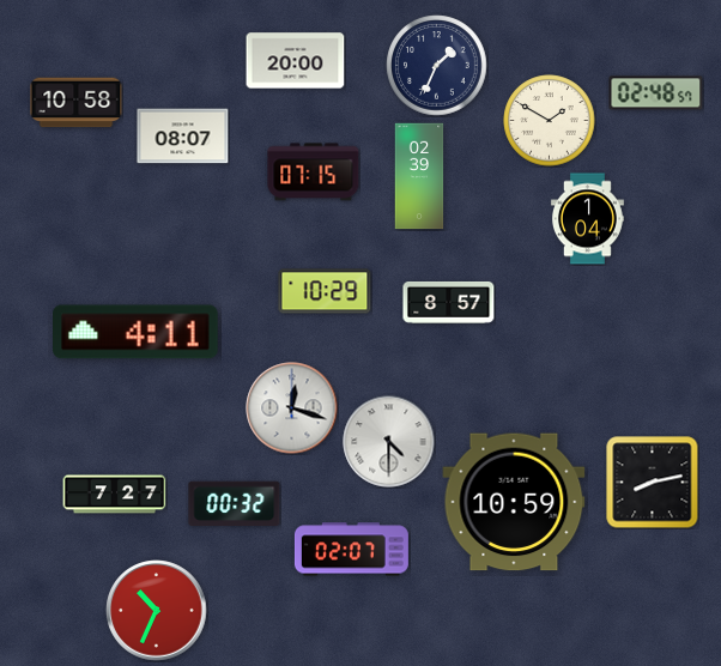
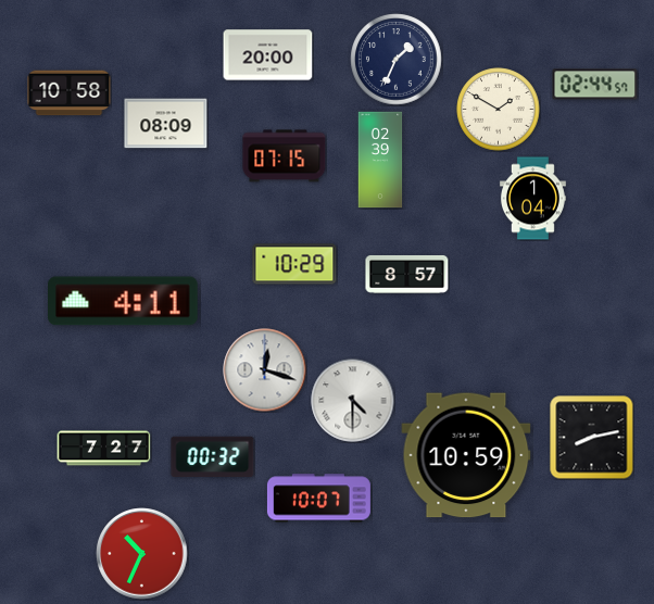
clock at (656, 93): 02:48 -> 02:44
clock at (183, 137): 08:07 -> 08:09
clock at (351, 550): 02:07 -> 10:07
